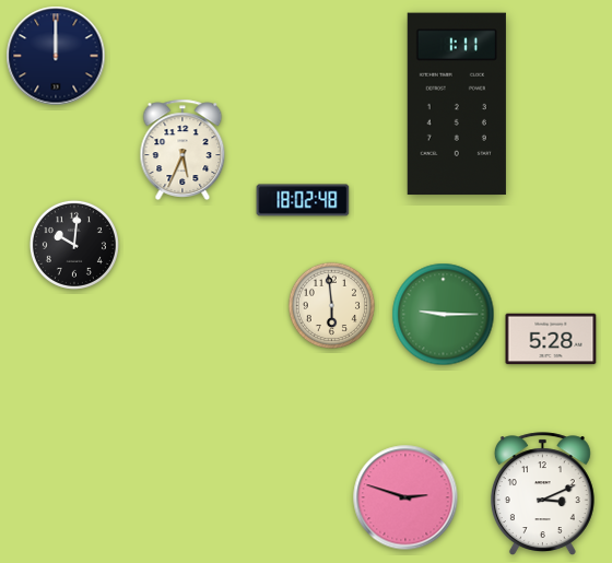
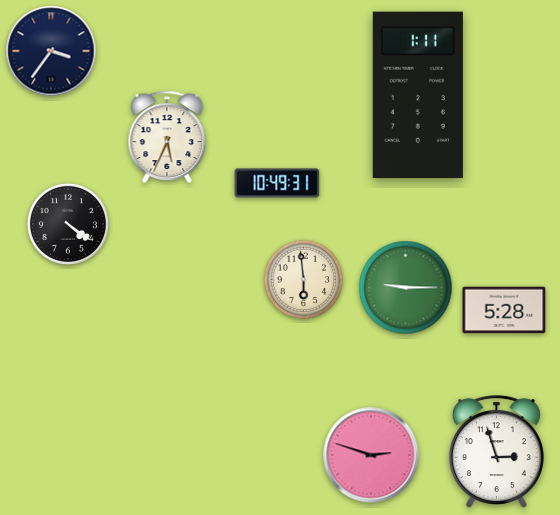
clock at (56, 56): 12:00 -> 3:36
clock at (303, 200): 18:02 -> 10:49
clock at (74, 245): 10:01 -> 4:21
clock at (542, 493): 3:11 -> 2:57
